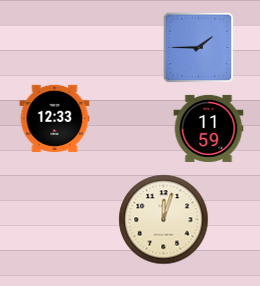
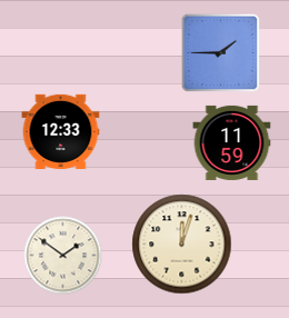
clock at (63, 256): none -> 1:51
